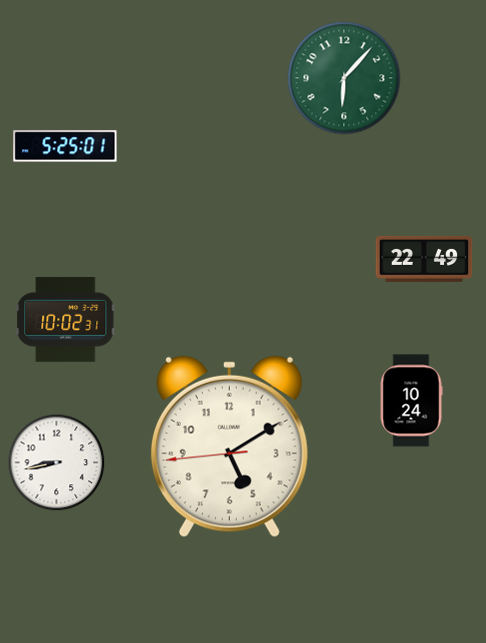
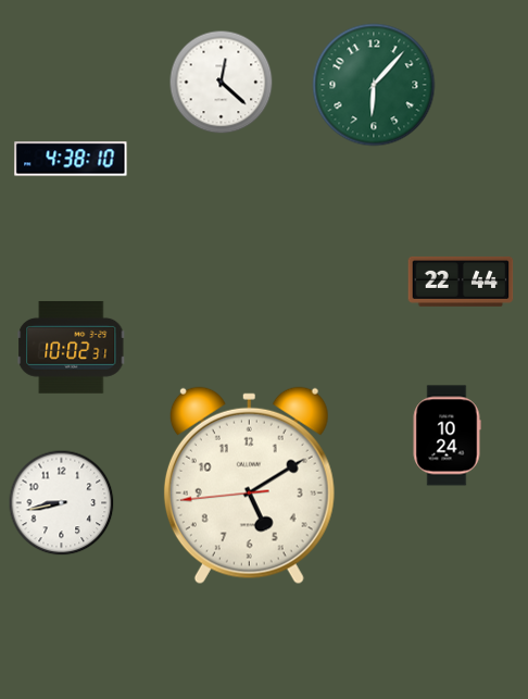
clock at (222, 83): none -> 12:22
clock at (65, 146): 5:25 -> 4:38
clock at (424, 259): 22:49 -> 22:44
